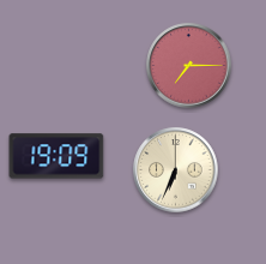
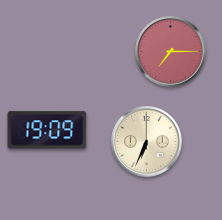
clock at (189, 66) position: (189, 66) -> (171, 52)
